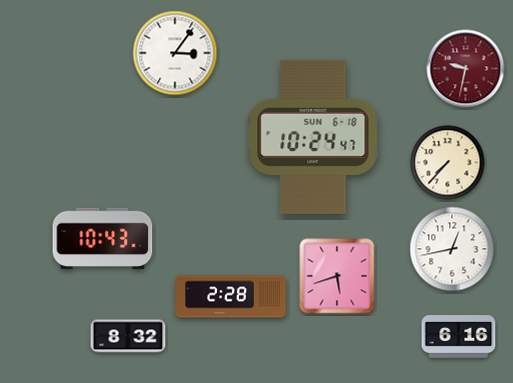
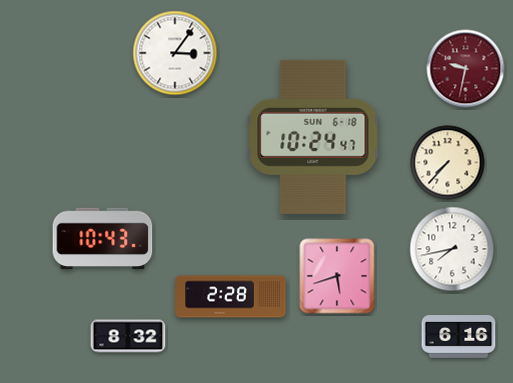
clock at (452, 249): 12:43 -> 7:43
